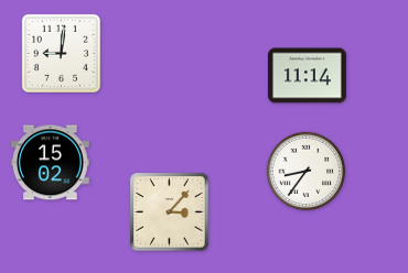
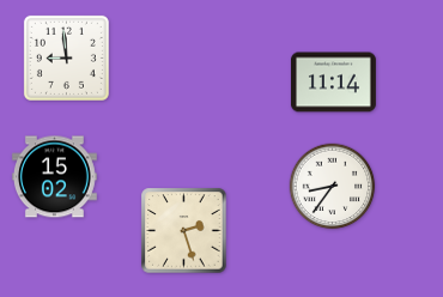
clock at (61, 53): 9:01 -> 8:59
clock at (170, 212): 3:07 -> 2:27
